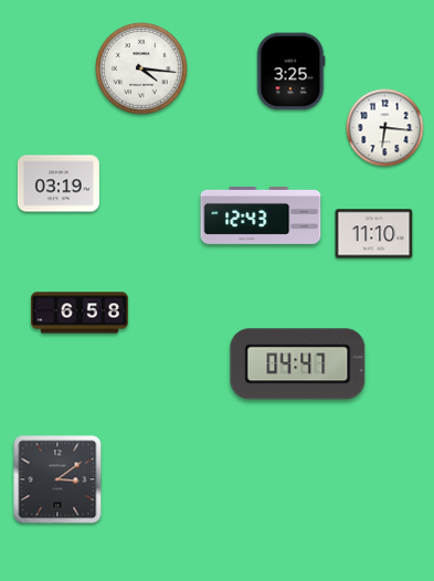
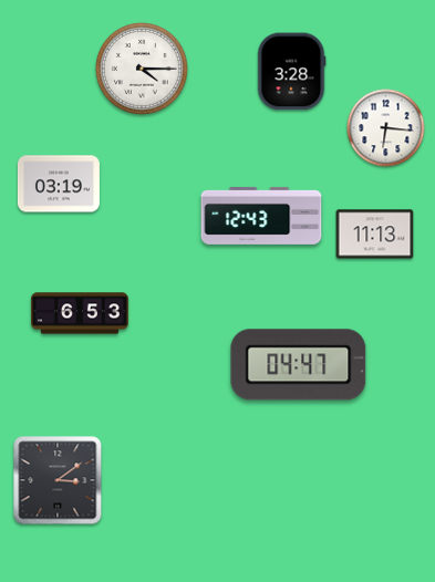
clock at (141, 70): 4:16 -> 4:15
clock at (290, 72): 3:25 -> 3:28
clock at (374, 234): 11:10 -> 11:13
clock at (81, 313): 6:58 -> 6:53
